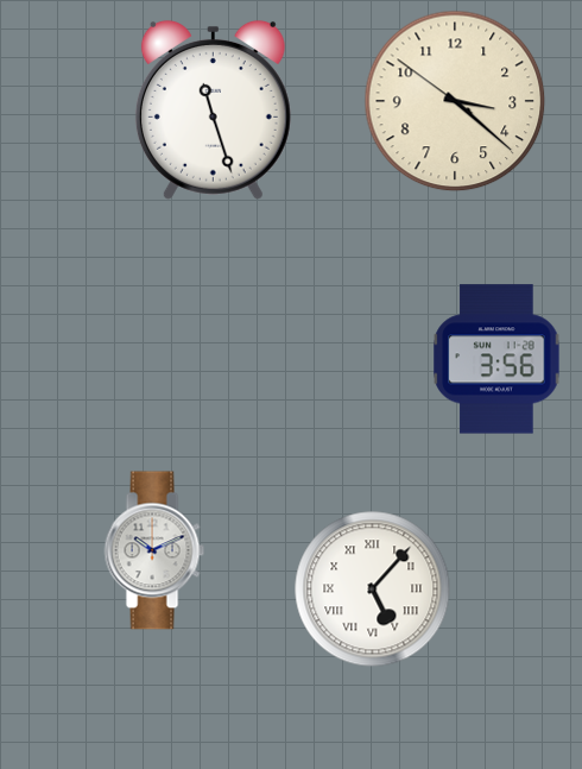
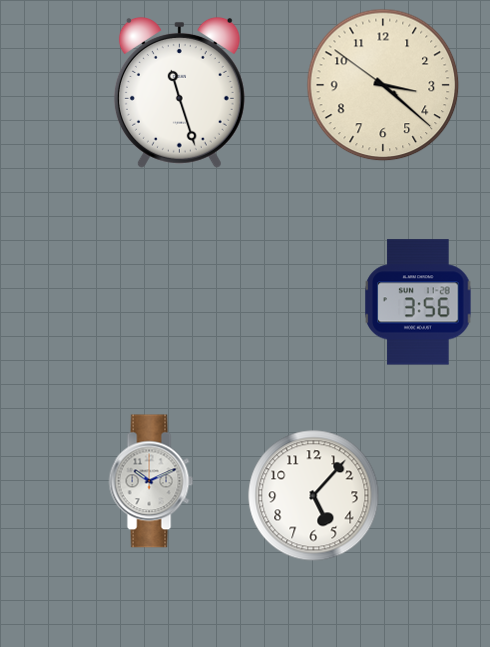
clock at (154, 550) position: (154, 550) -> (151, 481)
clock at (373, 590) numerals: Roman -> Arabic
